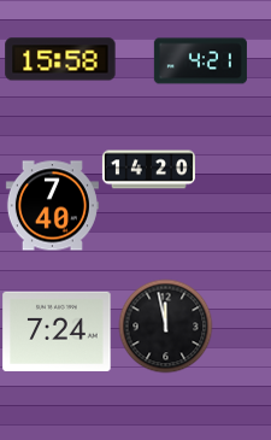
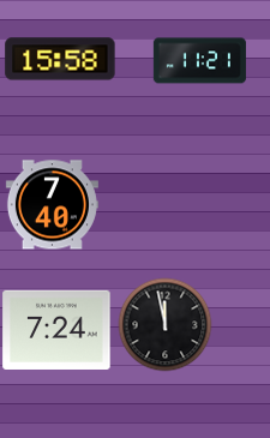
clock at (200, 61): 4:21 -> 11:21
clock at (148, 170): 14:20 -> none
